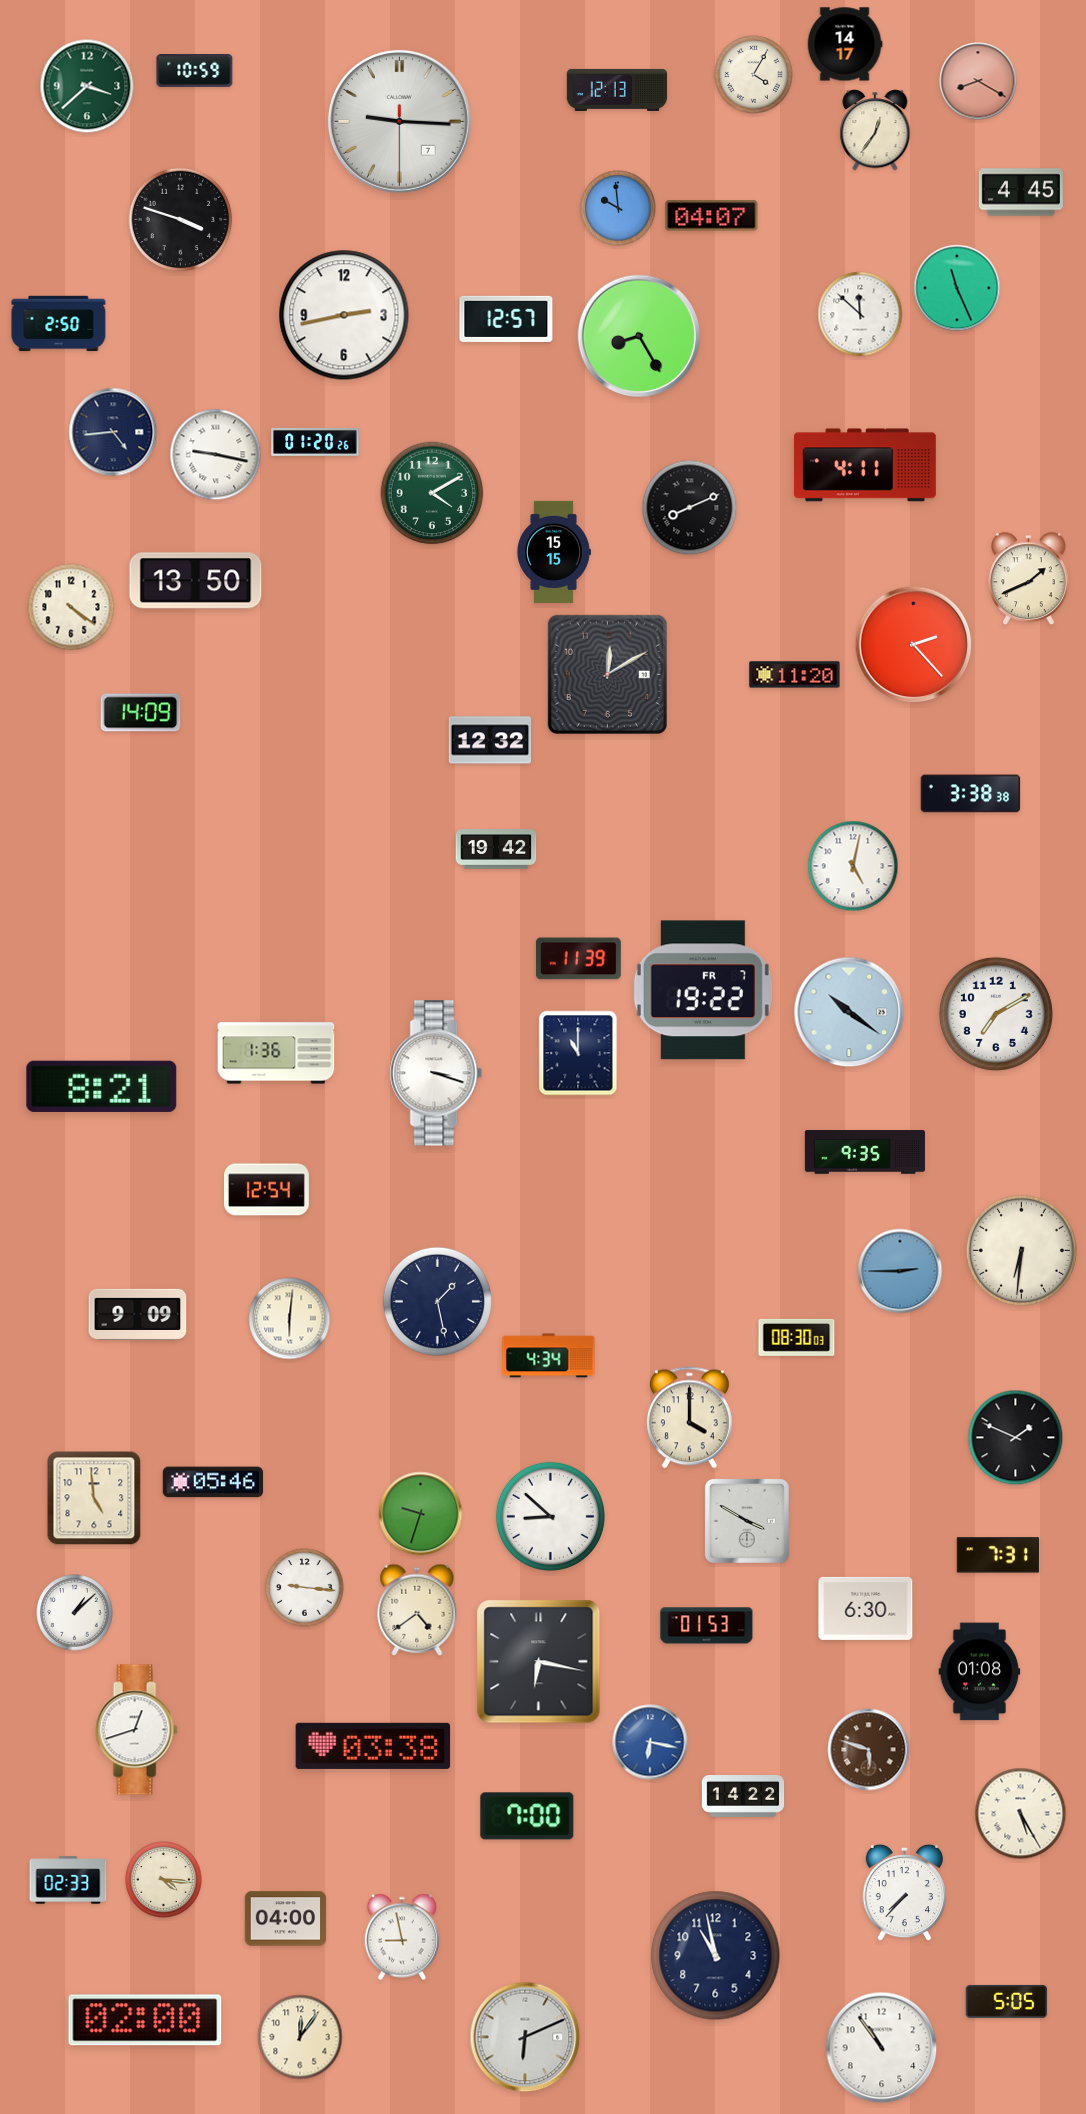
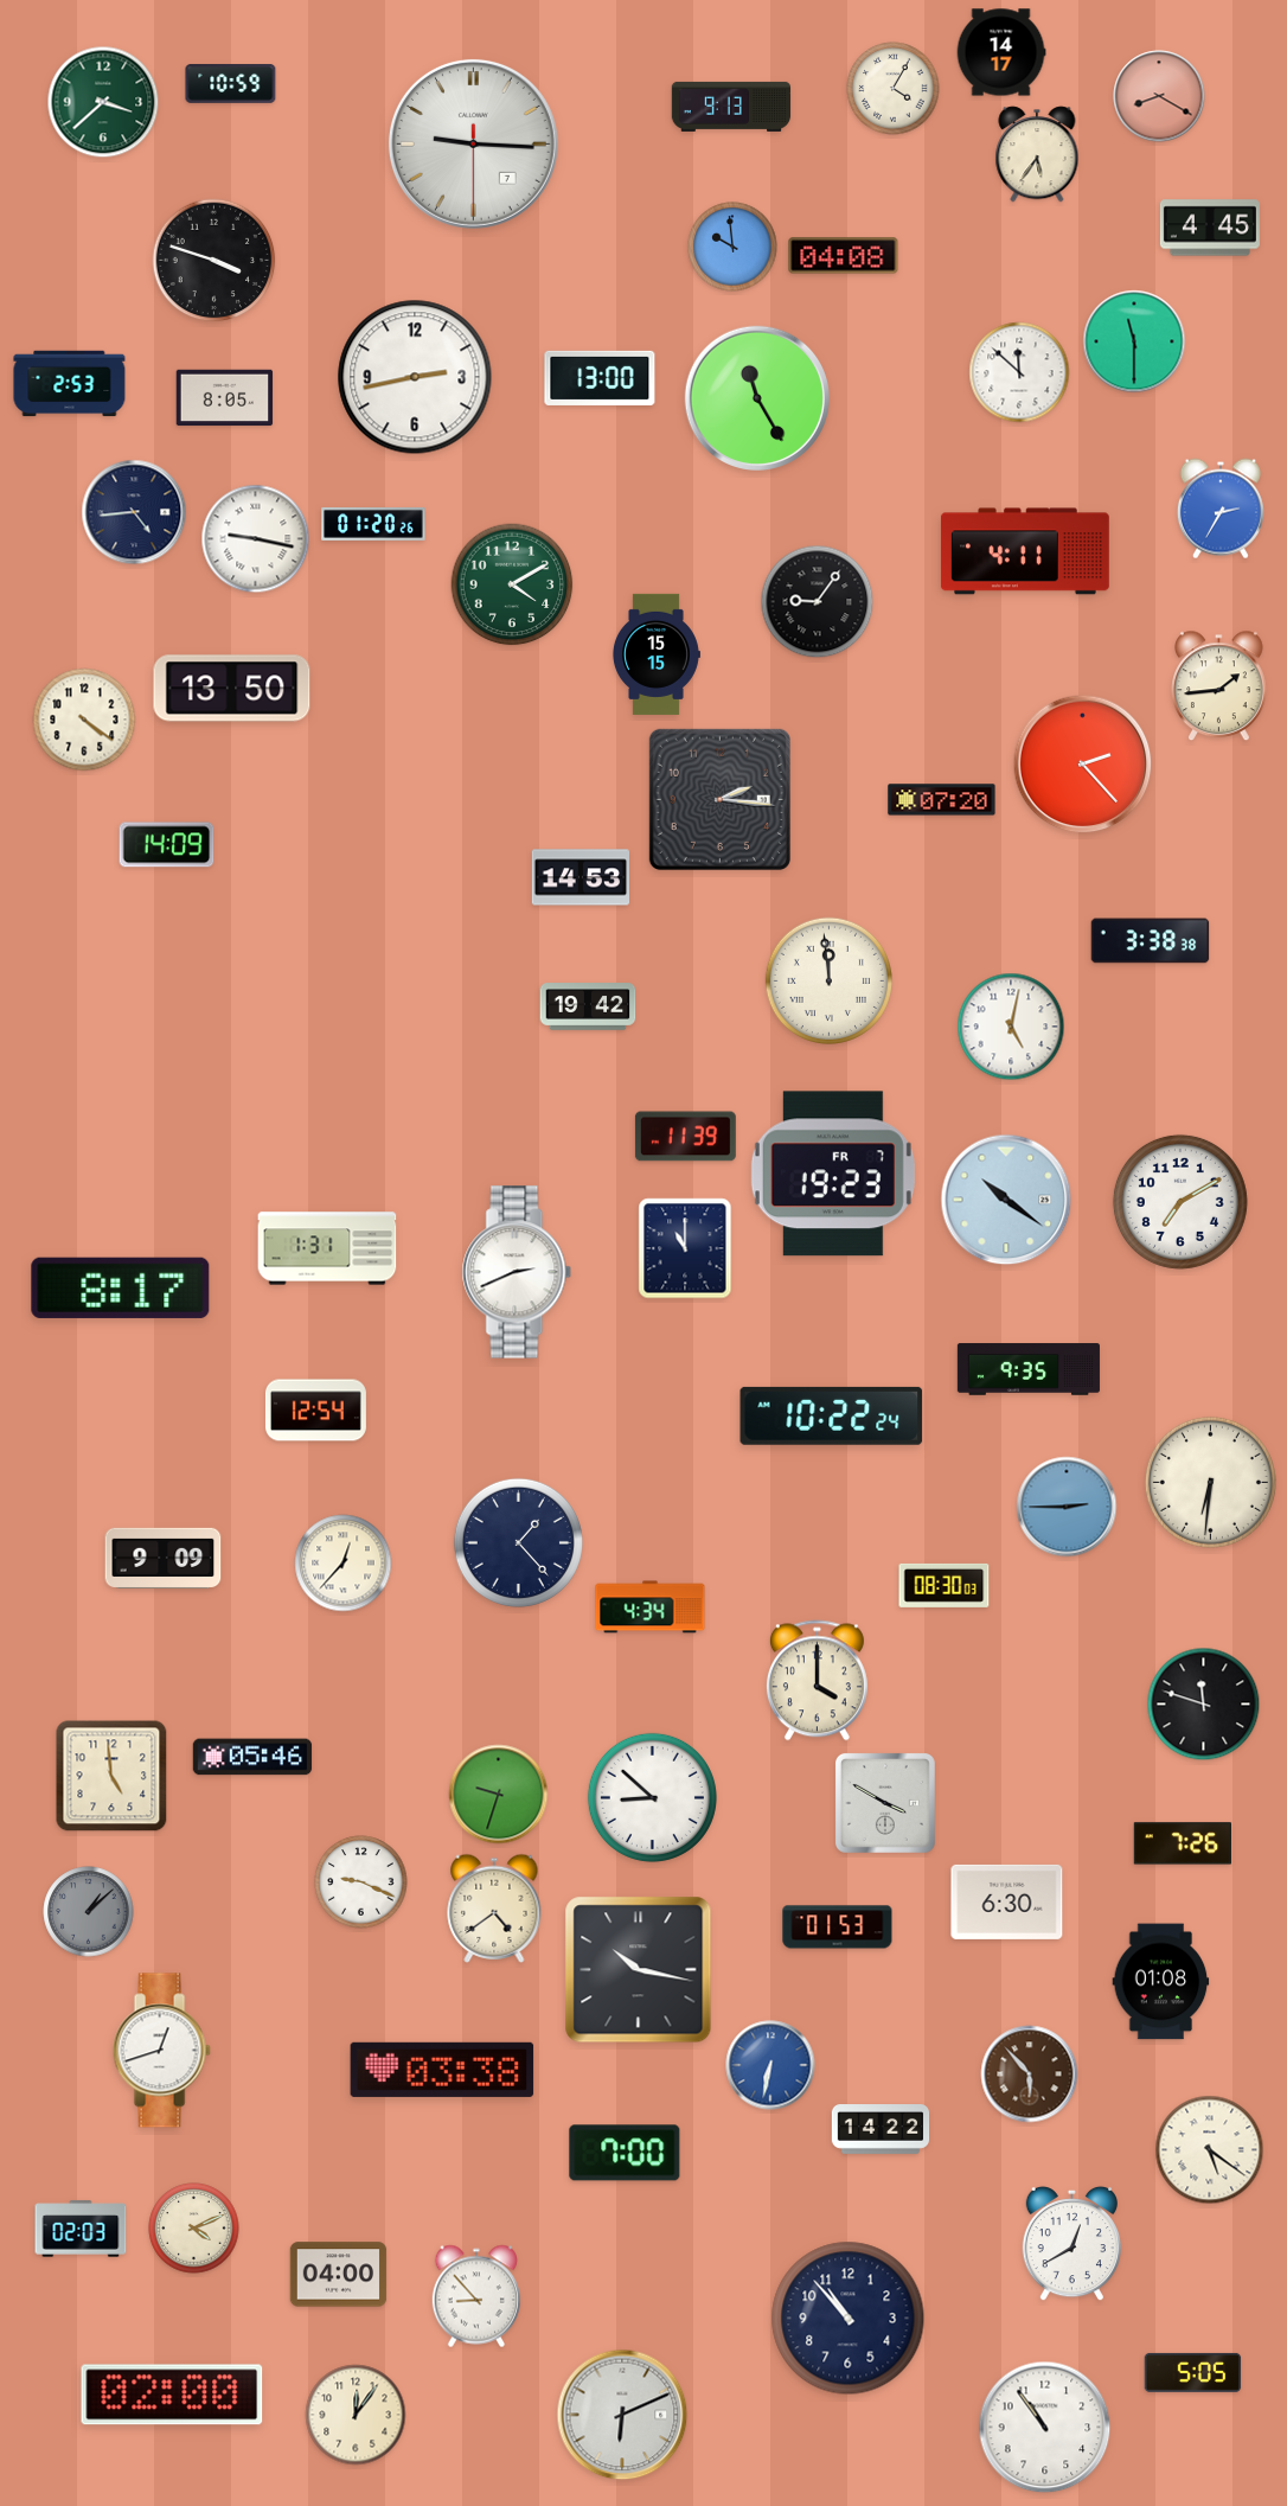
clock at (617, 90): 12:13 -> 9:13
clock at (875, 130): 12:36 -> 5:36
clock at (712, 216): 04:07 -> 04:08
clock at (957, 288): 11:26 -> 11:30
clock at (344, 315) position: (344, 315) -> (415, 377)
clock at (506, 319): 12:57 -> 13:00
clock at (59, 324): 2:50 -> 2:53
clock at (638, 335): 8:25 -> 11:25
clock at (225, 398): none -> 8:05
clock at (1221, 509): none -> 2:35
clock at (690, 508): 8:11 -> 9:06
clock at (1029, 579): 1:41 -> 1:44
clock at (607, 674): 12:10 -> 2:16
clock at (795, 675): 11:20 -> 07:20
clock at (489, 740): 12:32 -> 14:53
clock at (828, 980): none -> 11:59
clock at (703, 990): 19:22 -> 19:23
clock at (276, 1053): 1:36 -> 1:31
clock at (436, 1073): 3:18 -> 2:41
clock at (102, 1086): 8:21 -> 8:17
clock at (865, 1152) position: (865, 1152) -> (1029, 1369)
clock at (832, 1415): none -> 10:22
clock at (437, 1301): 1:28 -> 1:23
clock at (290, 1319): 6:01 -> 12:37
clock at (1016, 1438): 1:49 -> 11:48
clock at (998, 1555): 7:31 -> 7:26
clock at (305, 1588): 9:16 -> 9:19
clock at (866, 1608) position: (866, 1608) -> (1007, 1901)
clock at (75, 1613) dial: white -> grey
clock at (539, 1662): 6:17 -> 10:17
clock at (650, 1742): 6:17 -> 6:32
clock at (869, 1750): 5:48 -> 5:53
clock at (1021, 1814): 5:25 -> 5:21
clock at (68, 1880): 02:33 -> 02:03
clock at (164, 1880): 4:16 -> 4:11
clock at (904, 1893): 7:37 -> 12:40
clock at (401, 1937): 8:58 -> 8:53
clock at (716, 1956): 10:58 -> 10:53
